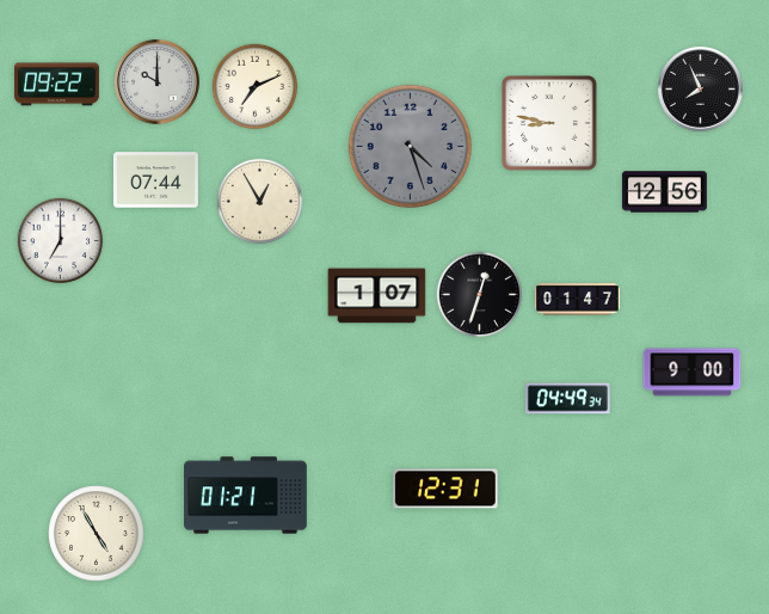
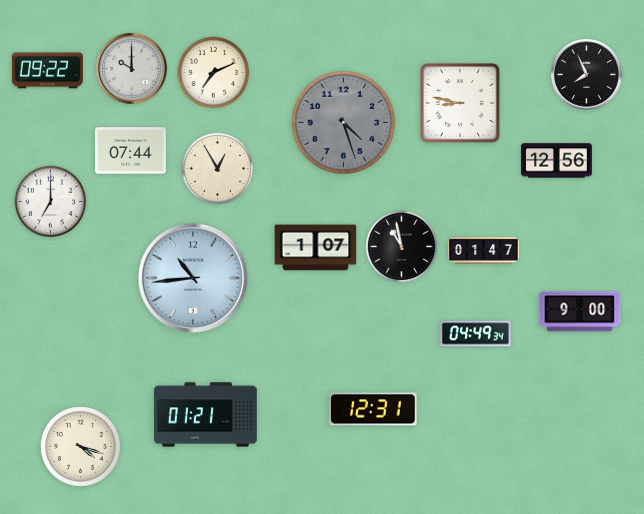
clock at (480, 295): 12:33 -> 10:58
clock at (192, 277): none -> 10:44
clock at (97, 534): 4:55 -> 4:18
